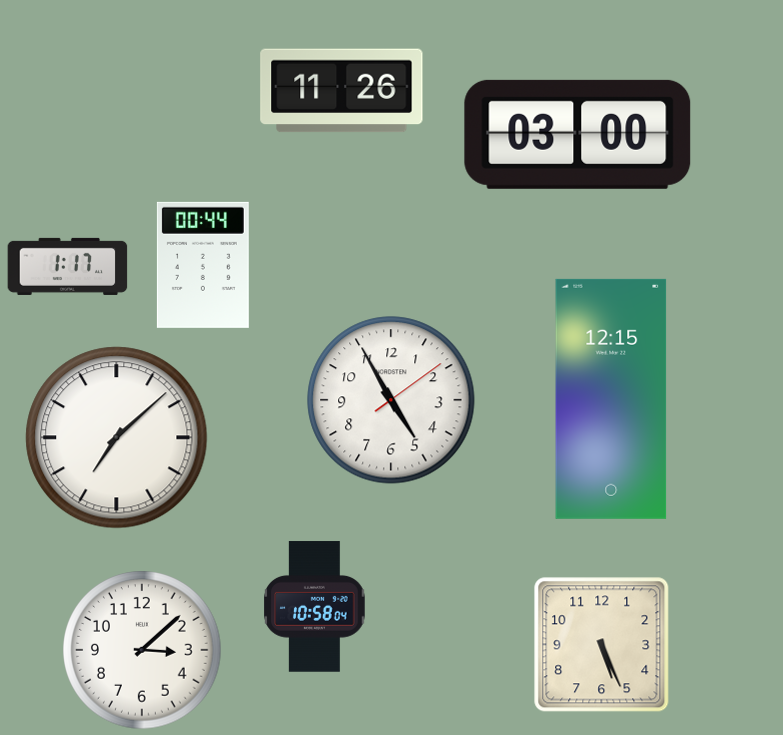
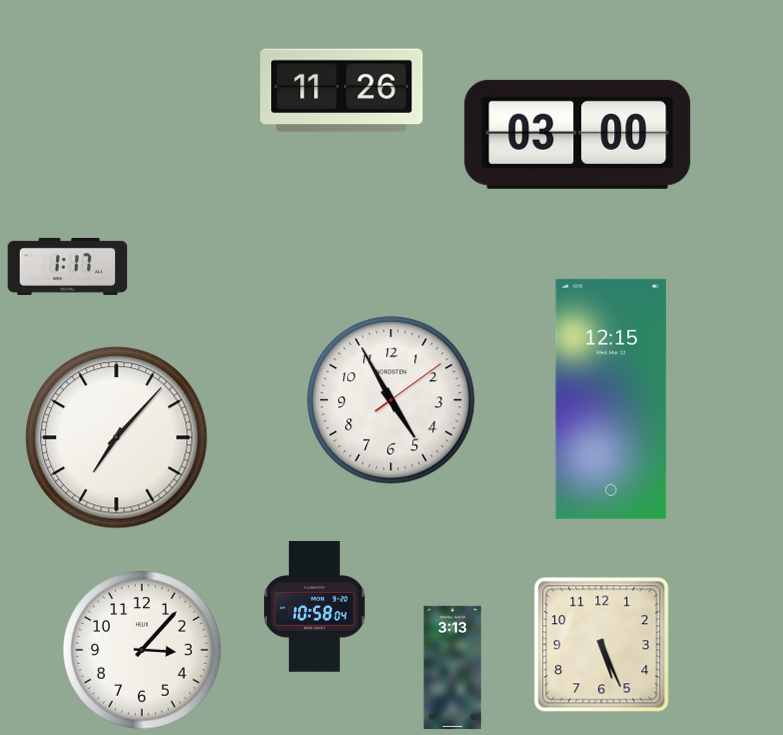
clock at (203, 265): 00:44 -> none
clock at (117, 438): 7:08 -> 7:07
clock at (142, 650): 3:08 -> 3:07
clock at (453, 667): none -> 3:13
